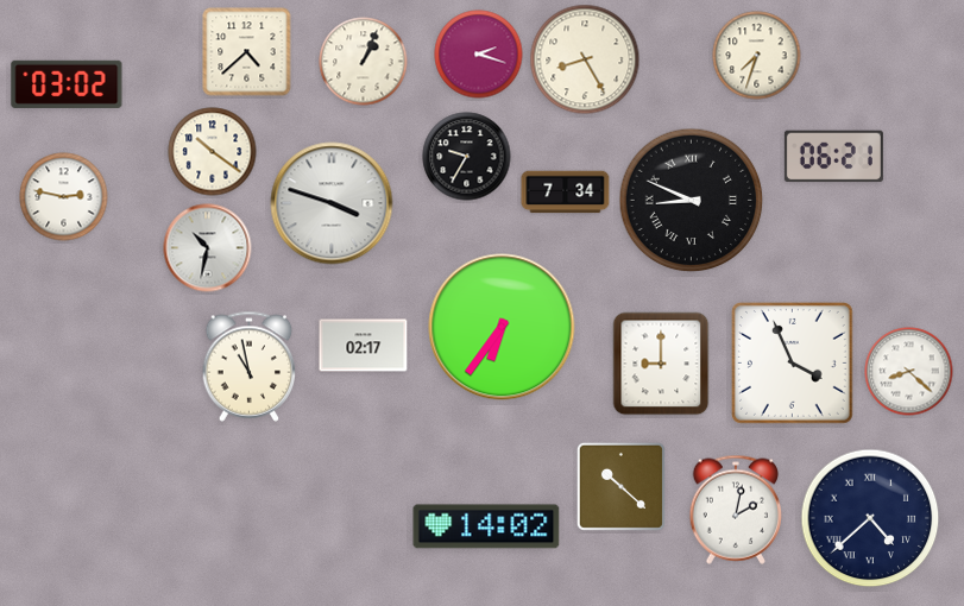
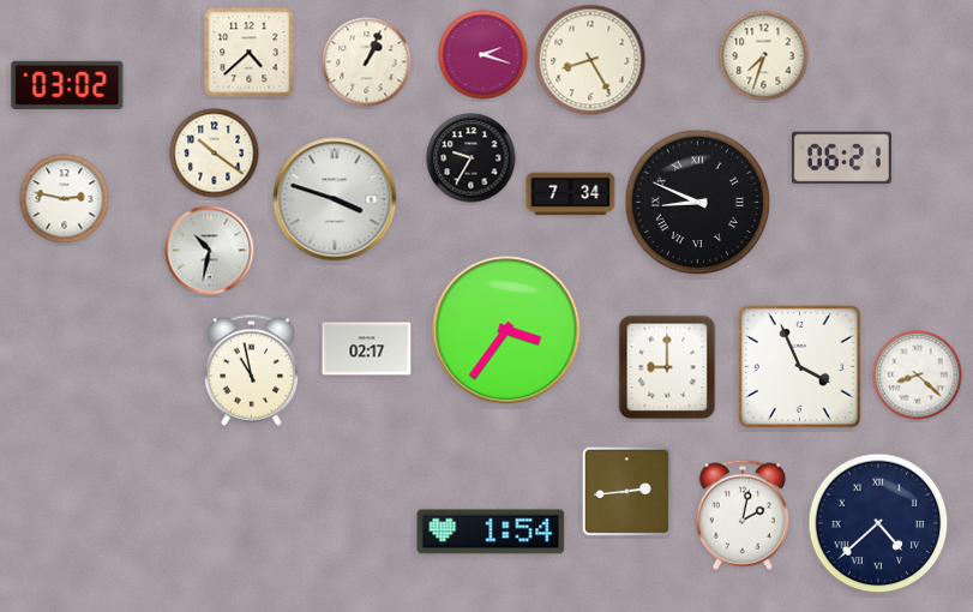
clock at (332, 203) position: (332, 203) -> (335, 199)
clock at (502, 327): 6:36 -> 3:36
clock at (620, 486): 10:22 -> 2:44
clock at (486, 526): 14:02 -> 1:54
